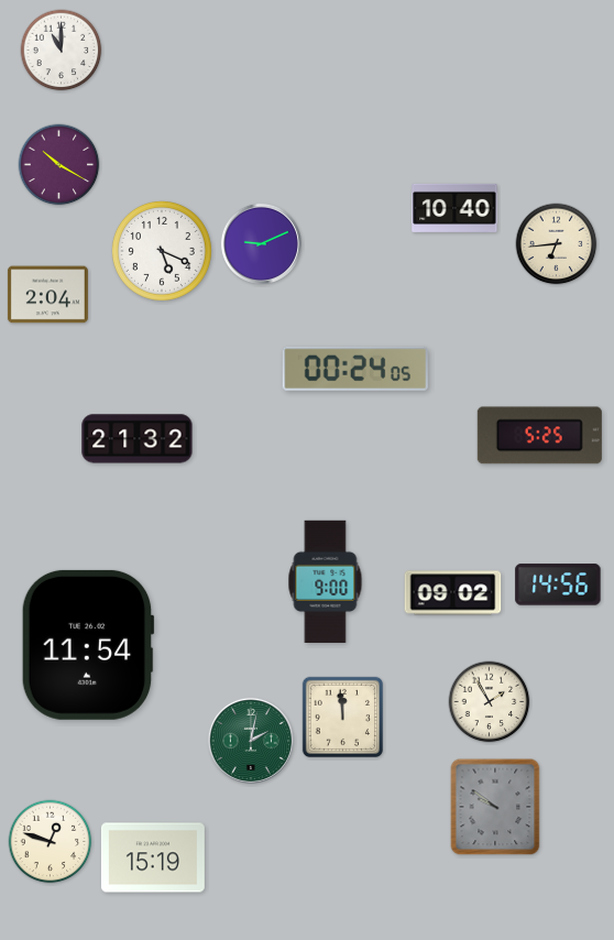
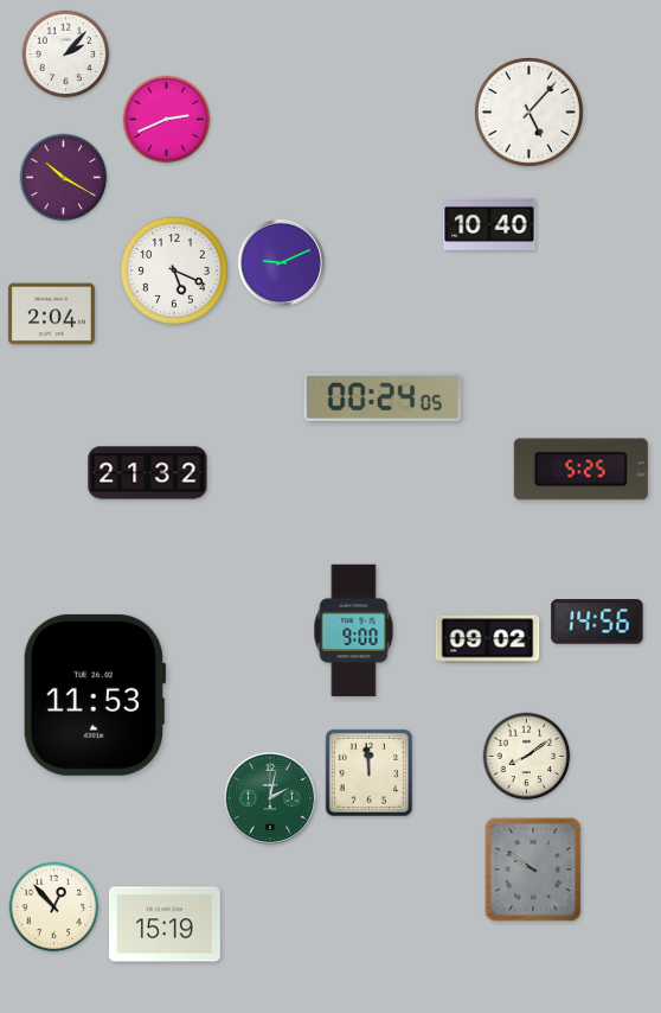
clock at (62, 51): 11:00 -> 2:07
clock at (530, 113): none -> 5:07
clock at (167, 120): none -> 2:41
clock at (557, 244): 6:44 -> none
clock at (47, 295) position: (47, 295) -> (51, 314)
clock at (326, 581) position: (326, 581) -> (354, 630)
clock at (558, 584) position: (558, 584) -> (597, 622)
clock at (88, 645): 11:54 -> 11:53
clock at (490, 702): 1:55 -> 8:09
clock at (51, 842): 12:48 -> 12:53
